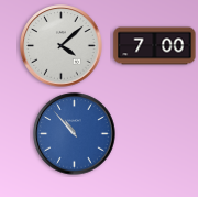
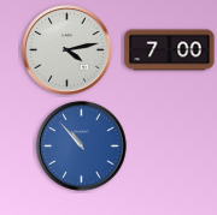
clock at (62, 46): 4:08 -> 4:13
